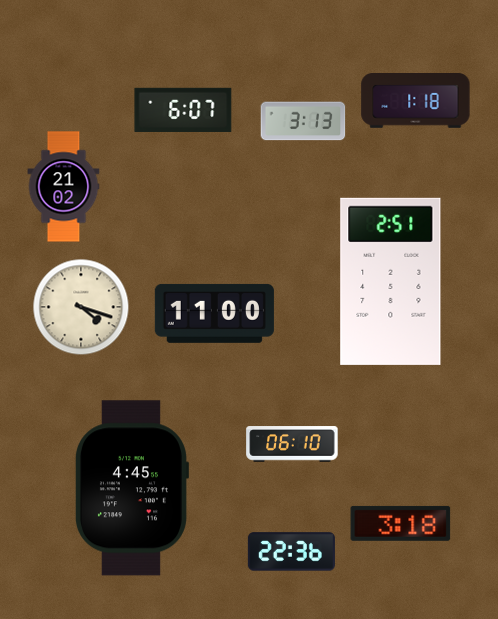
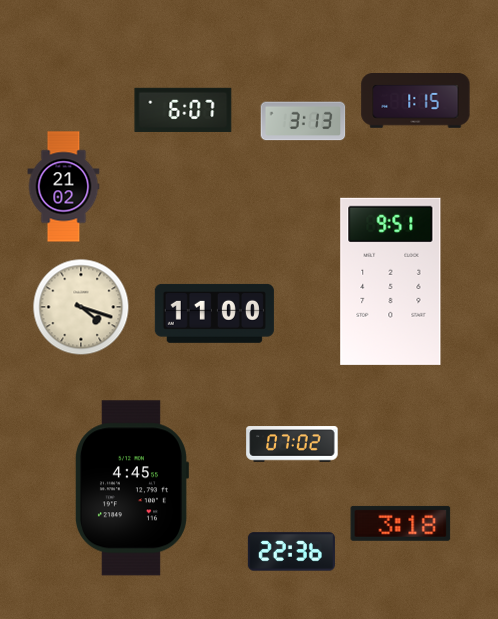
clock at (416, 101): 1:18 -> 1:15
clock at (391, 281): 2:51 -> 9:51
clock at (292, 444): 06:10 -> 07:02
